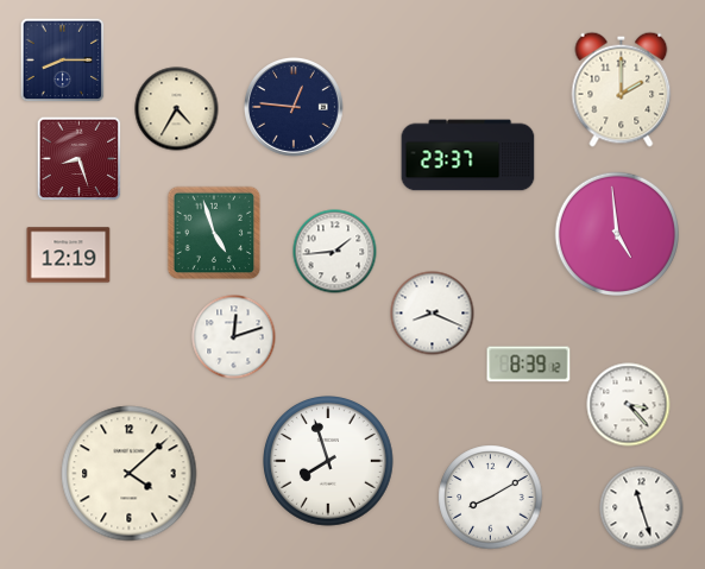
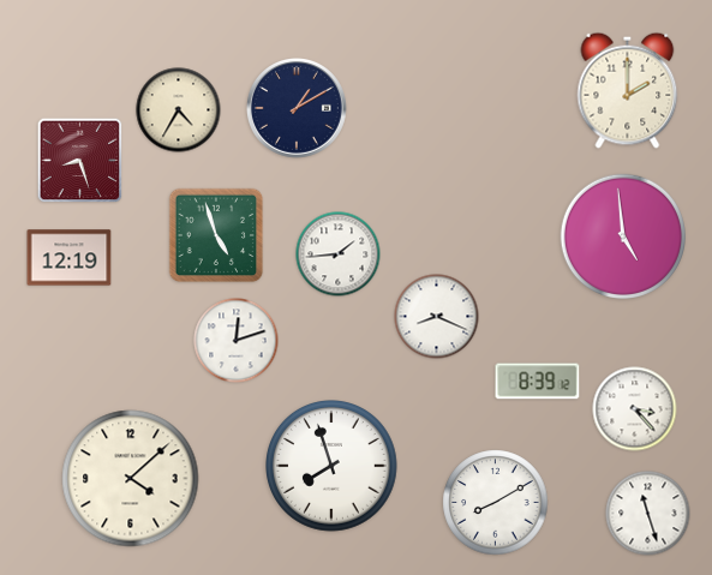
clock at (63, 61): 8:15 -> none
clock at (295, 108): 12:46 -> 1:10
clock at (468, 156): 23:37 -> none
clock at (529, 365) position: (529, 365) -> (538, 382)
